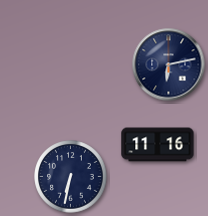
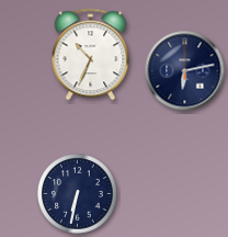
clock at (91, 55): none -> 10:34
clock at (158, 145): 11:16 -> none
